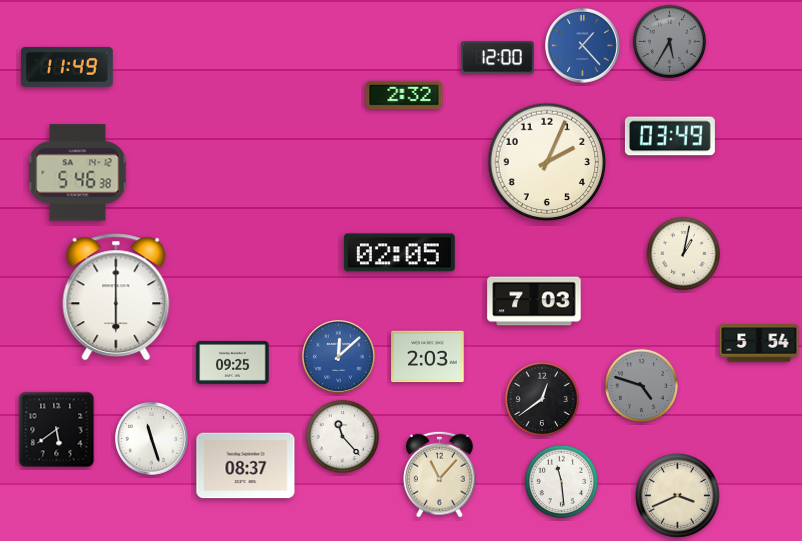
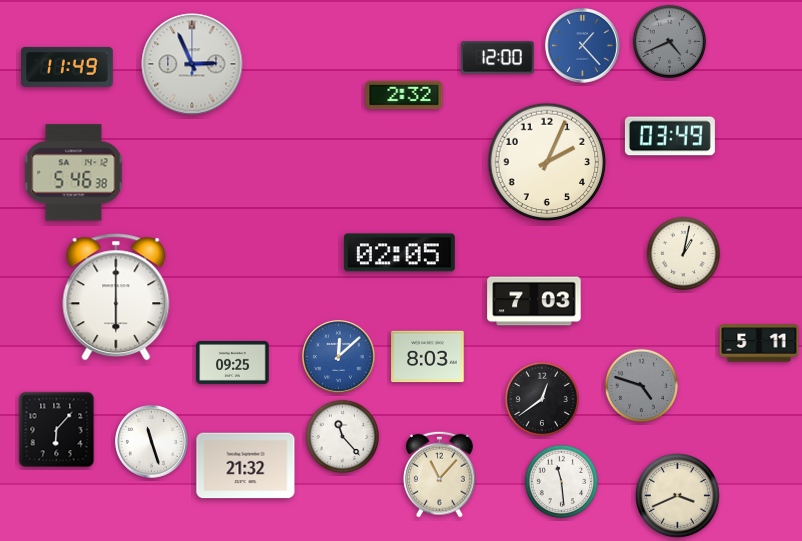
clock at (670, 42): 5:35 -> 4:41
clock at (192, 64): none -> 2:56
clock at (78, 173) position: (78, 173) -> (74, 173)
clock at (759, 343): 5:54 -> 5:11
clock at (428, 357): 2:03 -> 8:03
clock at (57, 430): 5:39 -> 6:07
clock at (152, 439) position: (152, 439) -> (152, 442)
clock at (246, 466): 08:37 -> 21:32
